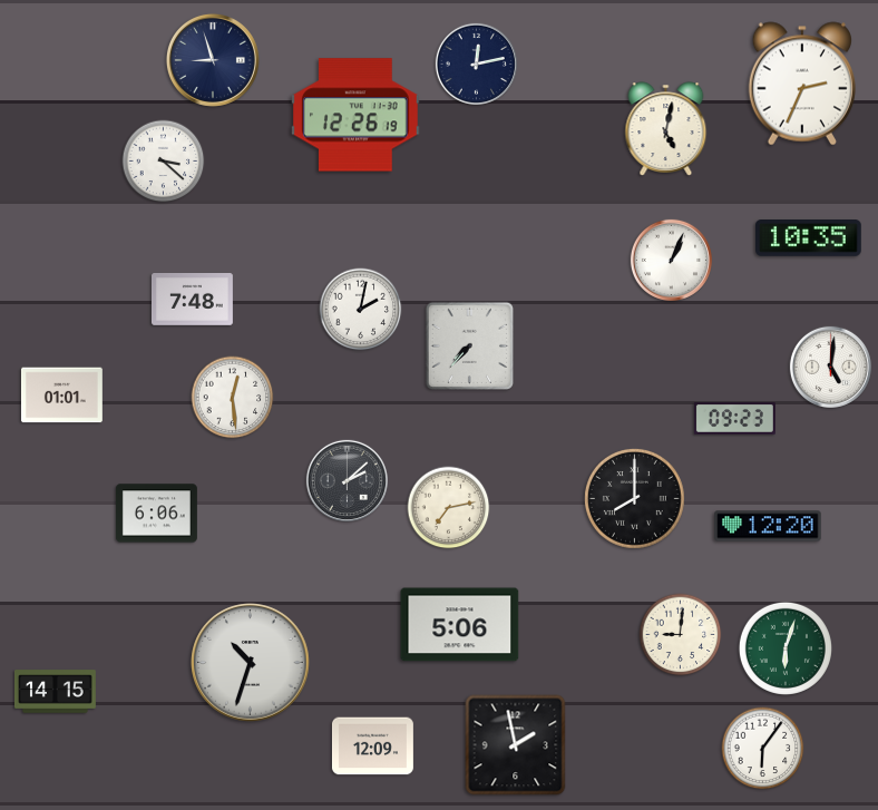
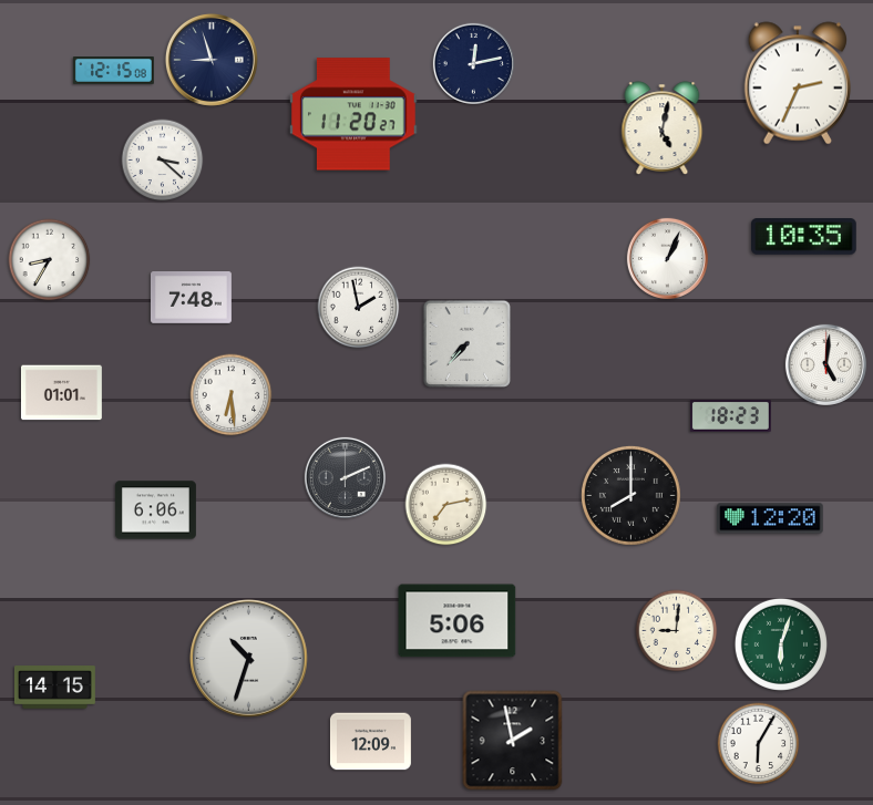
clock at (113, 71): none -> 12:15
clock at (357, 115): 12:26 -> 11:20
clock at (50, 260): none -> 8:35
clock at (361, 310): 2:02 -> 1:58
clock at (233, 398): 12:29 -> 6:29
clock at (734, 419): 09:23 -> 18:23
clock at (347, 480): 2:08 -> 2:11
clock at (768, 526) position: (768, 526) -> (770, 518)
clock at (763, 749): 6:06 -> 6:05
